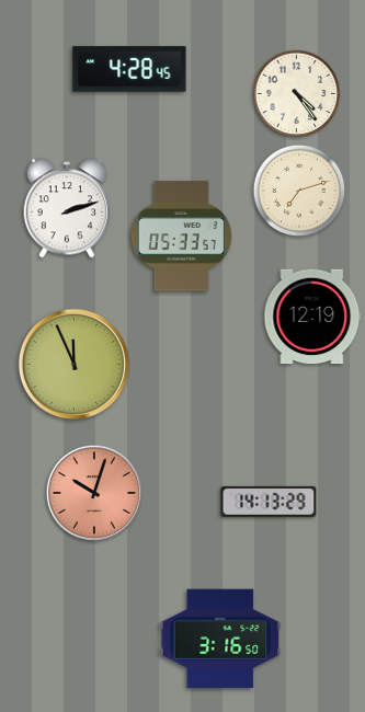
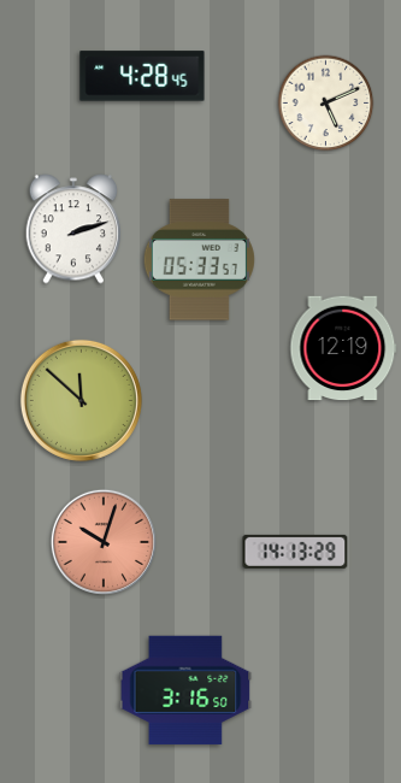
clock at (297, 94): 4:24 -> 5:11
clock at (299, 191): 7:12 -> none
clock at (73, 364): 11:56 -> 11:52
clock at (220, 639) position: (220, 639) -> (185, 690)
